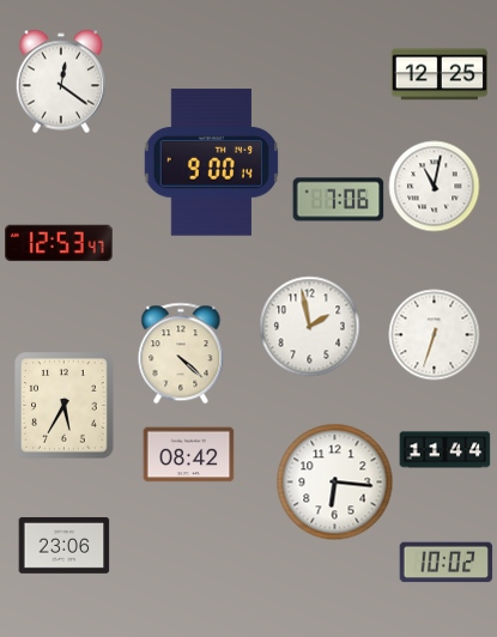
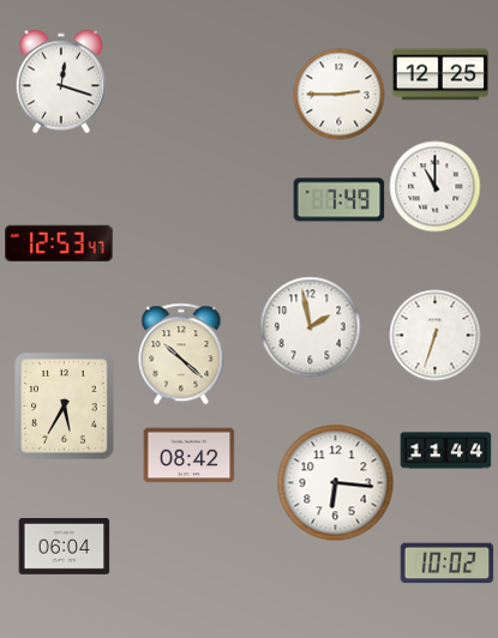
clock at (61, 81): 12:21 -> 12:18
clock at (340, 95): none -> 2:45
clock at (212, 163): 9:00 -> none
clock at (435, 187): 11:02 -> 11:00
clock at (339, 200): 7:06 -> 7:49
clock at (181, 353): 4:22 -> 10:22
clock at (65, 545): 23:06 -> 06:04
